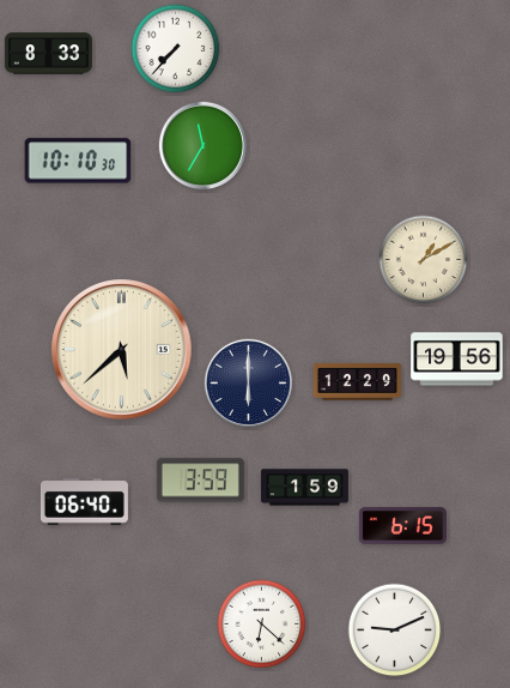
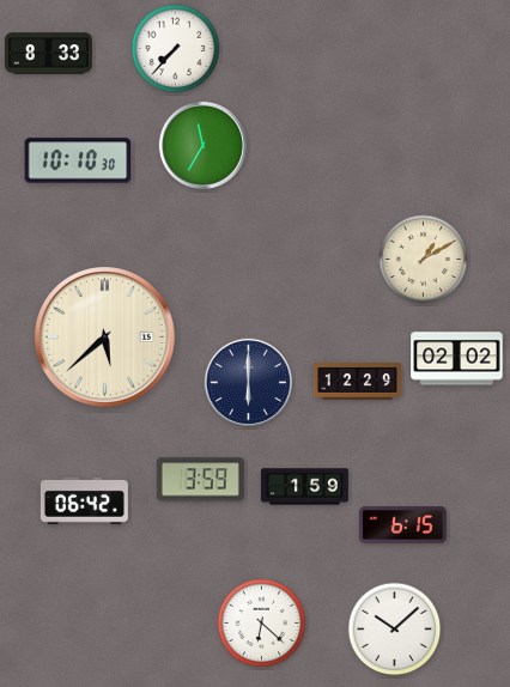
clock at (122, 350) position: (122, 350) -> (105, 338)
clock at (457, 360): 19:56 -> 02:02
clock at (84, 501): 06:40 -> 06:42
clock at (395, 630): 9:11 -> 10:08
